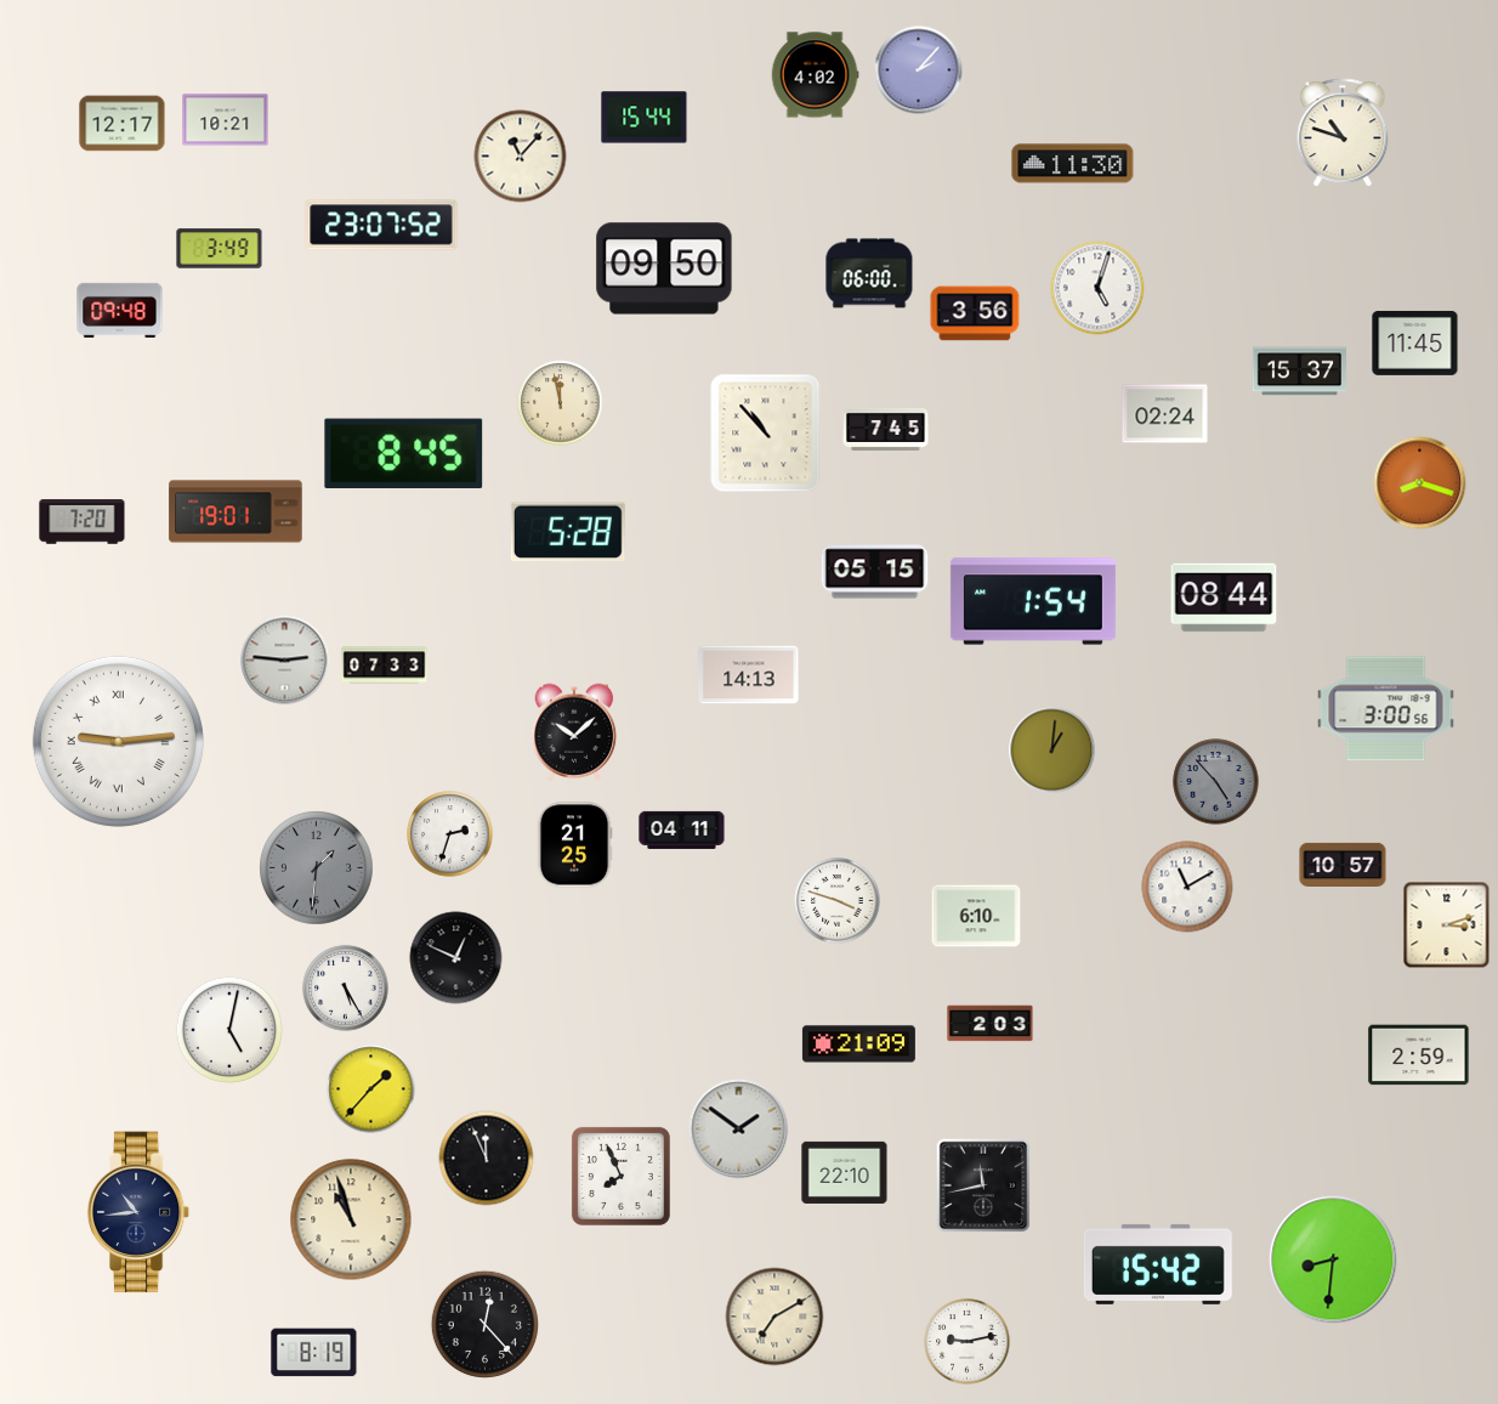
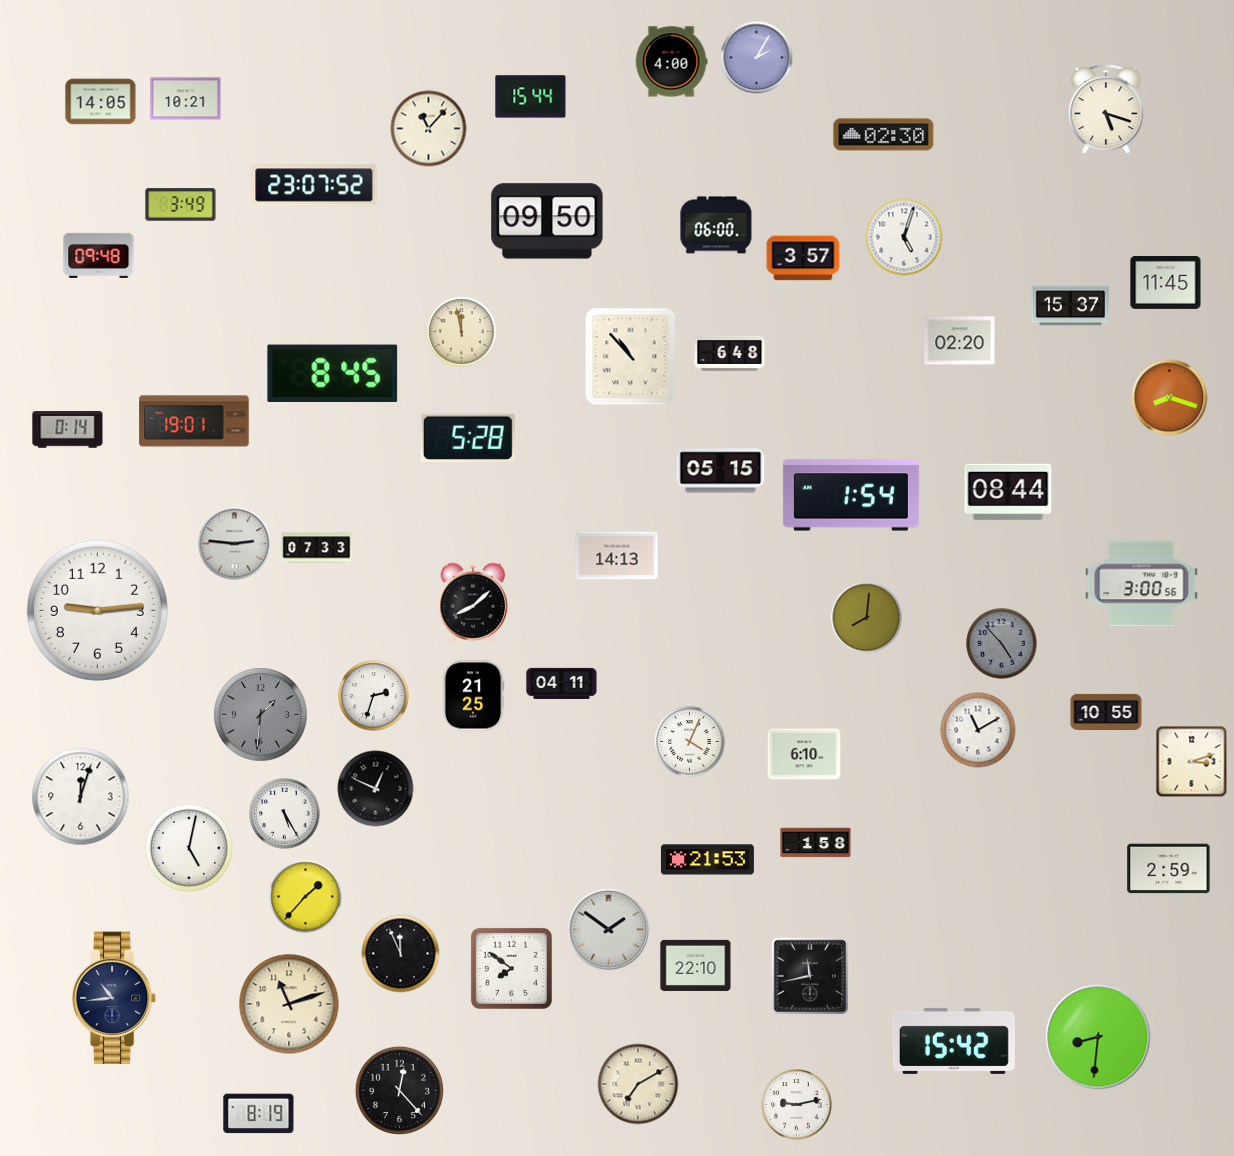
clock at (919, 70): 2:07 -> 2:05
clock at (815, 75): 4:02 -> 4:00
clock at (123, 124): 12:17 -> 14:05
clock at (1343, 134): 10:48 -> 5:18
clock at (1073, 164): 11:30 -> 02:30
clock at (975, 313): 3:56 -> 3:57
clock at (1165, 414): 02:24 -> 02:20
clock at (886, 429): 7:45 -> 6:48
clock at (83, 522): 7:20 -> 0:14
clock at (574, 732): 10:08 -> 8:08
clock at (118, 741) numerals: Roman -> Arabic
clock at (1052, 751): 1:01 -> 8:01
clock at (450, 834) position: (450, 834) -> (374, 696)
clock at (1343, 865): 10:57 -> 10:55
clock at (838, 901): 3:48 -> 4:04
clock at (81, 797): none -> 12:03
clock at (991, 1024): 2:03 -> 1:58
clock at (858, 1044): 21:09 -> 21:53
clock at (620, 1176): 7:56 -> 7:51
clock at (351, 1219): 10:57 -> 11:12
